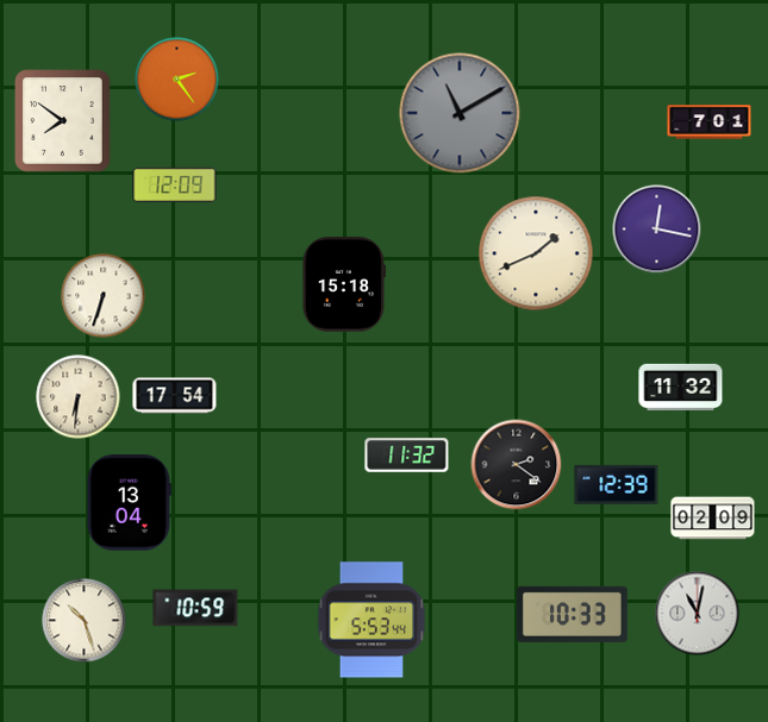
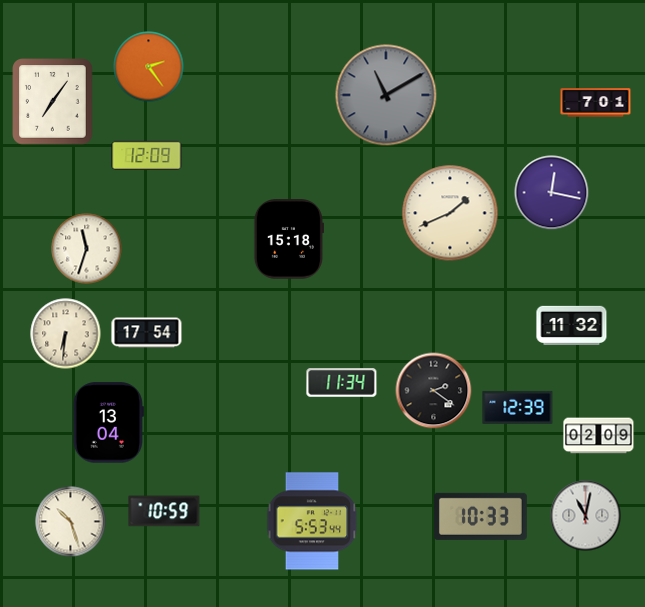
clock at (63, 121): 7:51 -> 7:06
clock at (104, 296): 6:33 -> 11:33
clock at (407, 456): 11:32 -> 11:34
